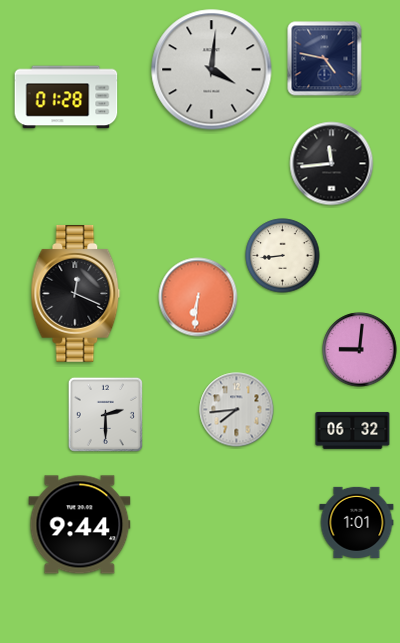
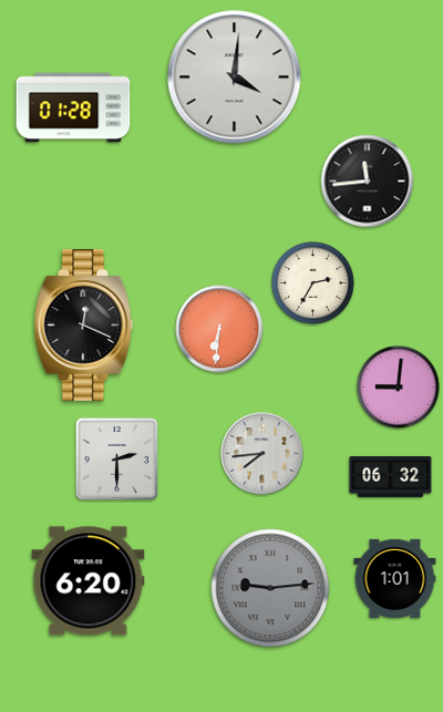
clock at (325, 59): 4:47 -> none
clock at (283, 256): 8:44 -> 2:35
clock at (80, 525): 9:44 -> 6:20
clock at (270, 588): none -> 9:14
